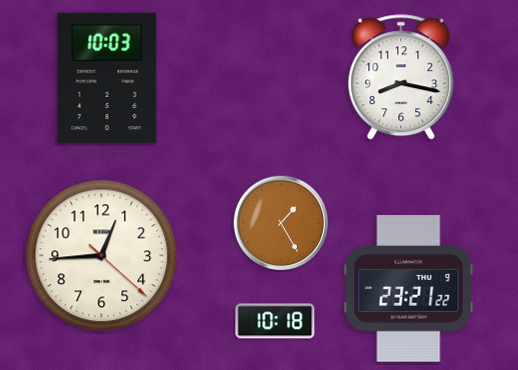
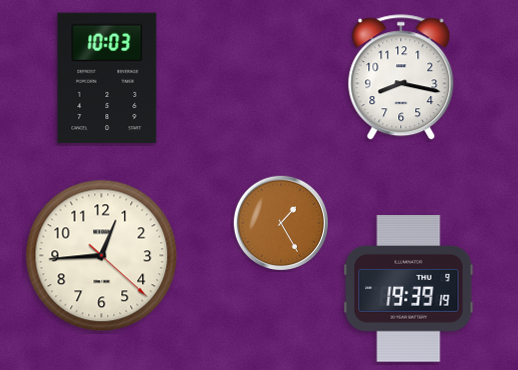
clock at (409, 289): 23:21 -> 19:39
clock at (275, 321): 10:18 -> none
